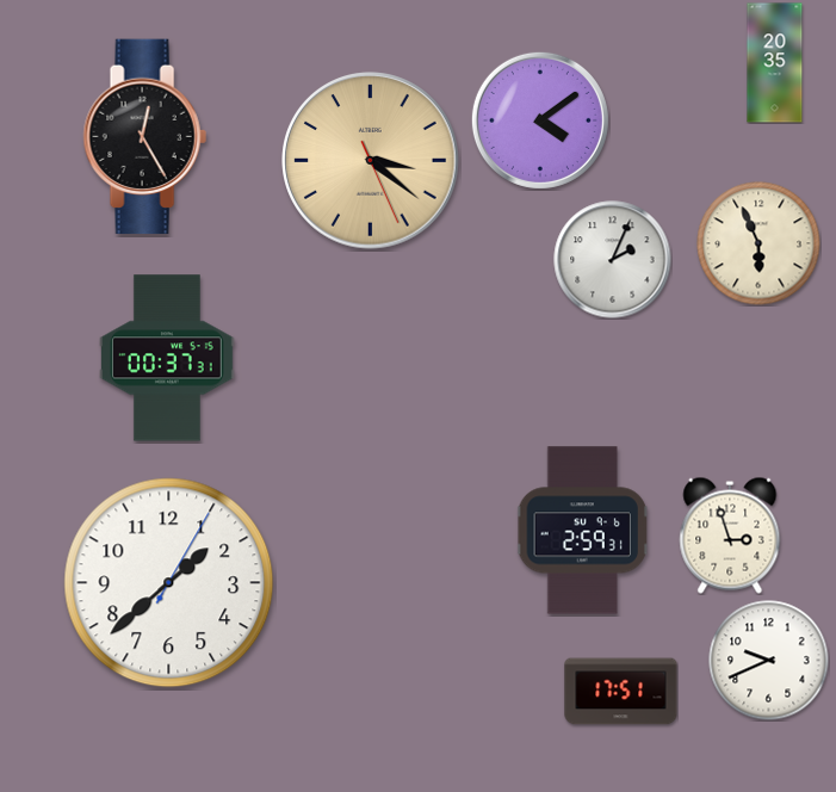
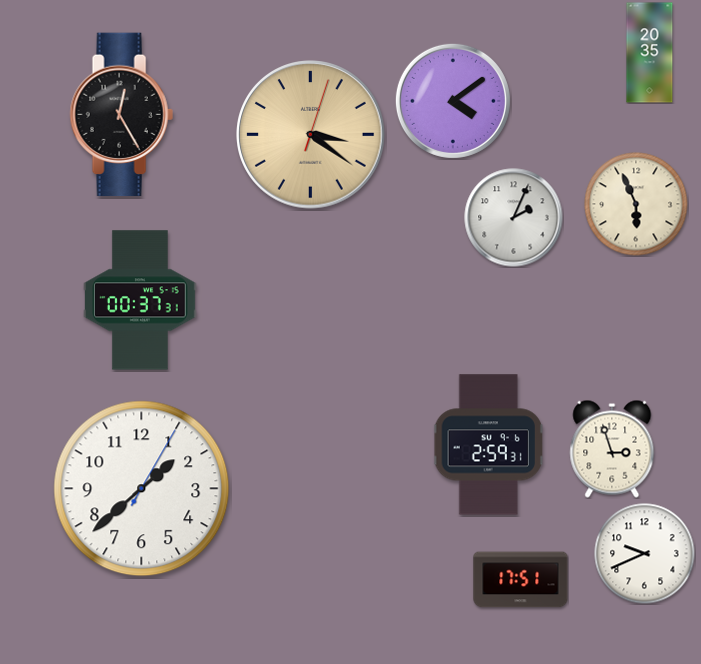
clock at (371, 161): 3:21:26 -> 3:21:03
